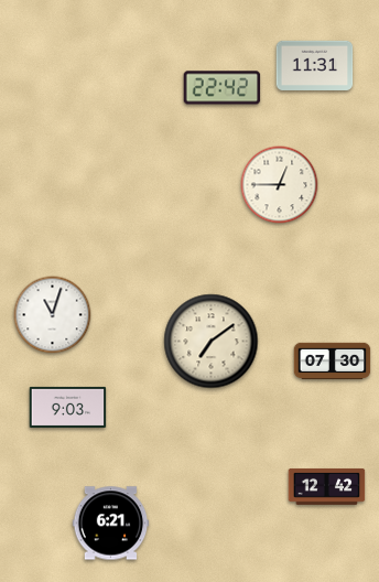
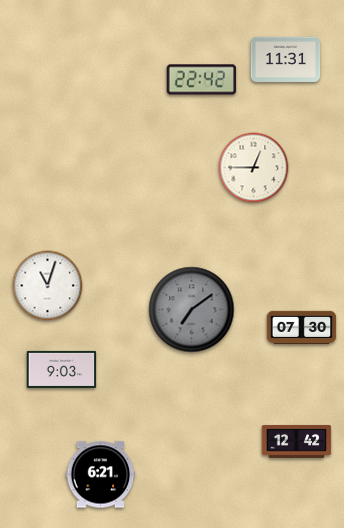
clock at (212, 342) dial: cream -> grey
